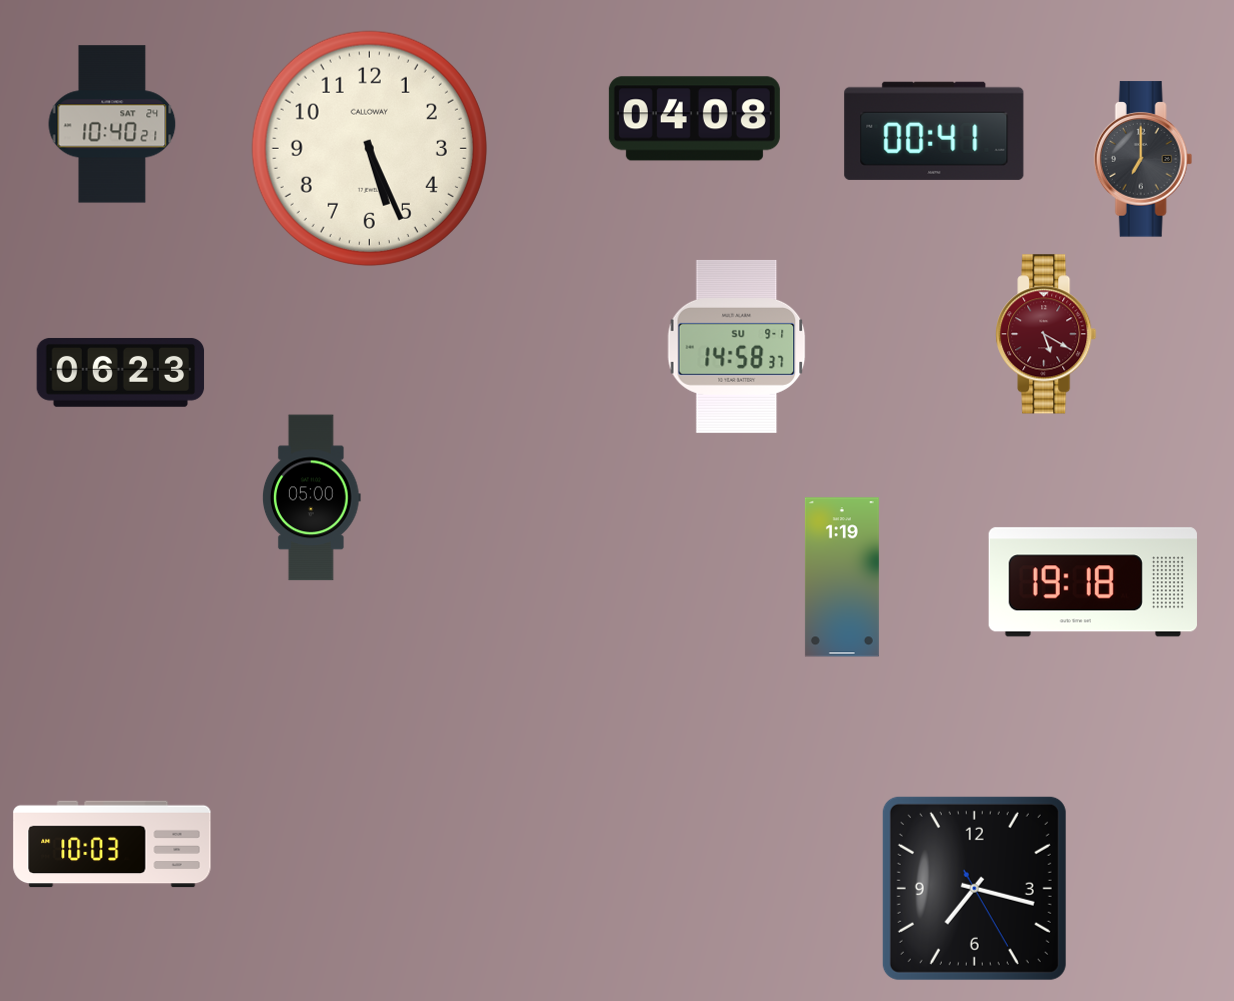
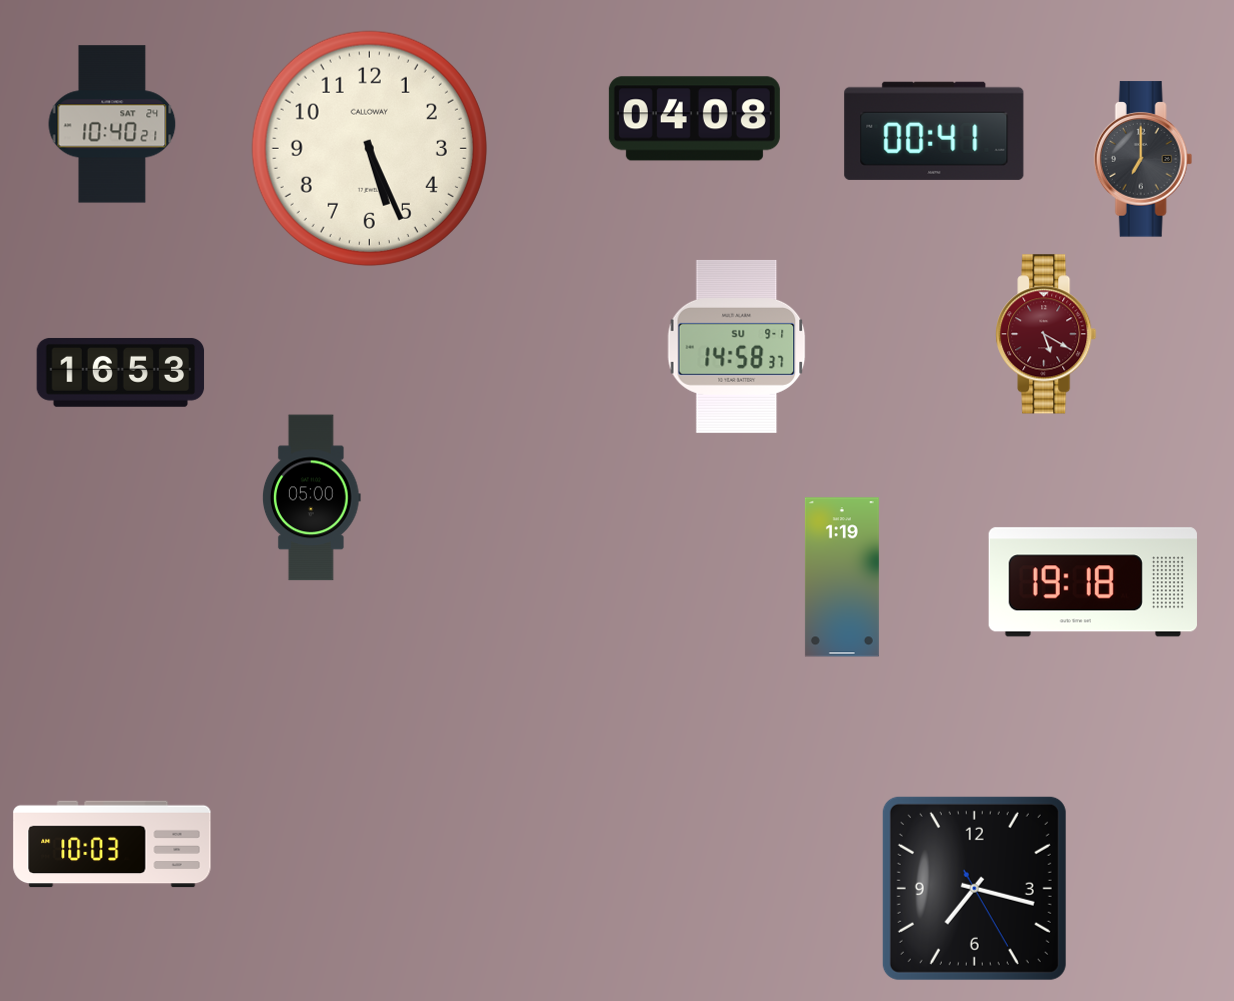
clock at (121, 372): 06:23 -> 16:53
